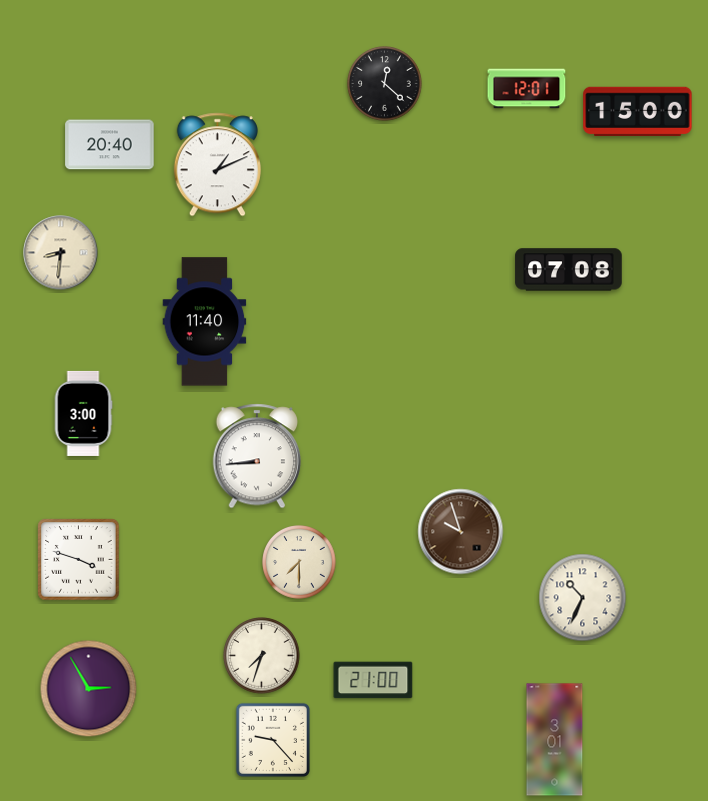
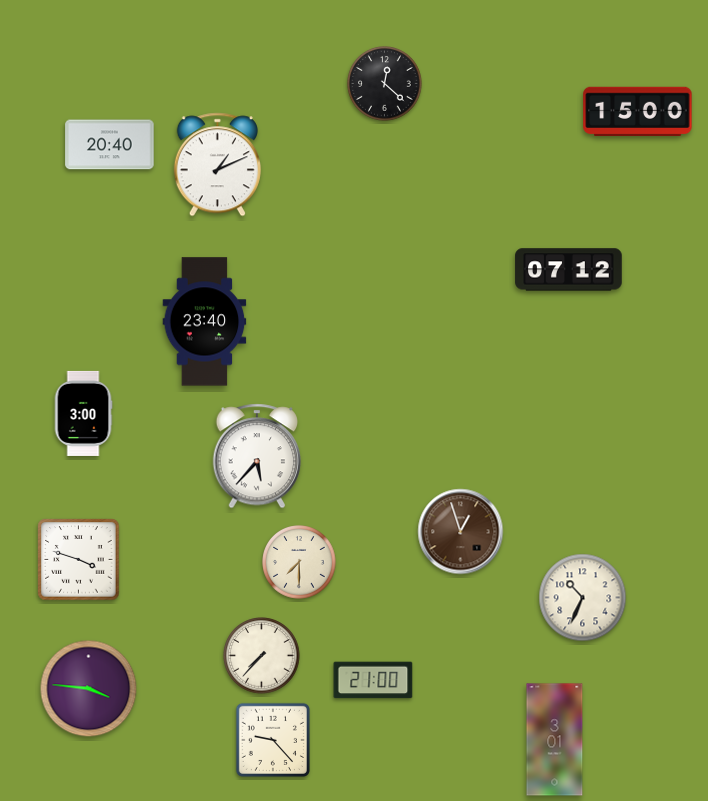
clock at (527, 89): 12:01 -> none
clock at (61, 253): 8:31 -> none
clock at (569, 270): 07:08 -> 07:12
clock at (205, 322): 11:40 -> 23:40
clock at (257, 456): 8:44 -> 5:37
clock at (461, 532): 9:57 -> 12:57
clock at (262, 656): 7:33 -> 7:37
clock at (89, 689): 2:55 -> 3:46
